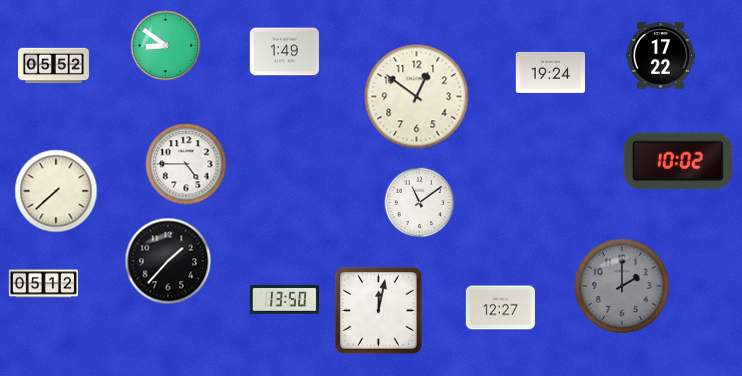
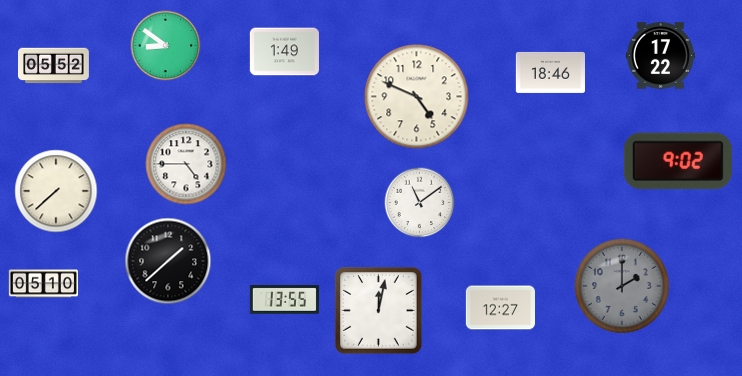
clock at (550, 72): 19:24 -> 18:46
clock at (417, 97): 12:51 -> 4:49
clock at (678, 161): 10:02 -> 9:02
clock at (168, 261): 1:37 -> 1:38
clock at (43, 284): 05:12 -> 05:10
clock at (284, 300): 13:50 -> 13:55
